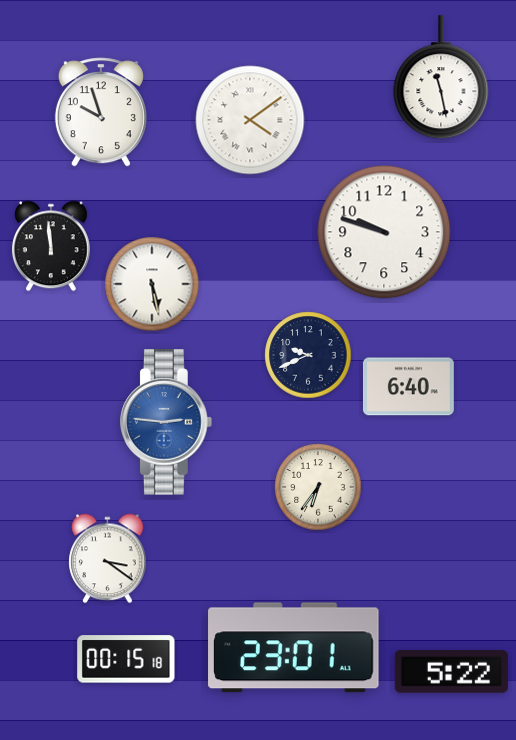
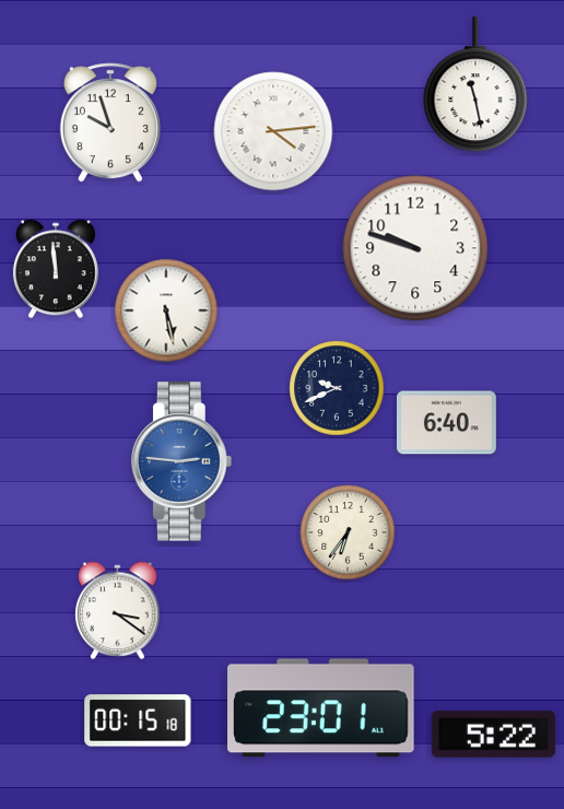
clock at (441, 78) position: (441, 78) -> (475, 85)
clock at (250, 120): 4:09 -> 4:14
clock at (384, 232) position: (384, 232) -> (415, 248)
